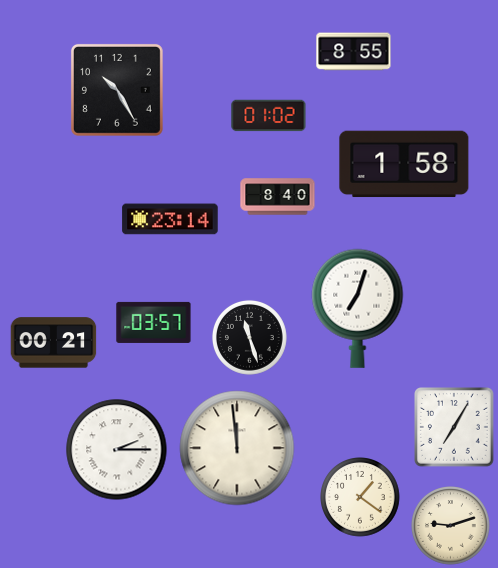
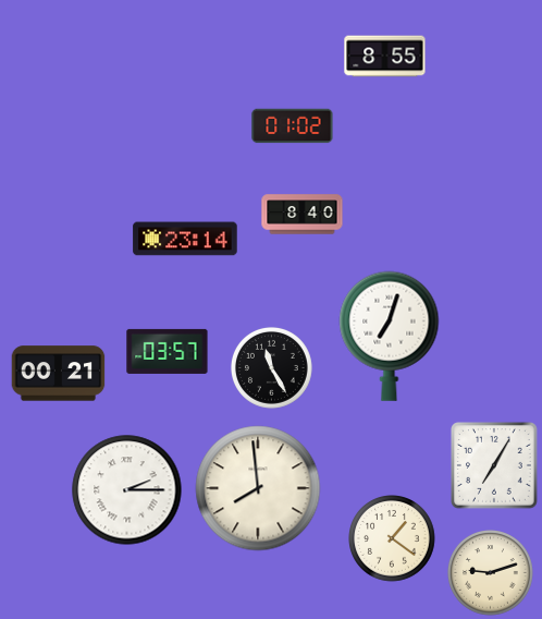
clock at (117, 90): 10:25 -> none
clock at (404, 164): 1:58 -> none
clock at (249, 337): 11:27 -> 11:25
clock at (237, 448): 11:59 -> 7:59
clock at (361, 498) position: (361, 498) -> (393, 539)
